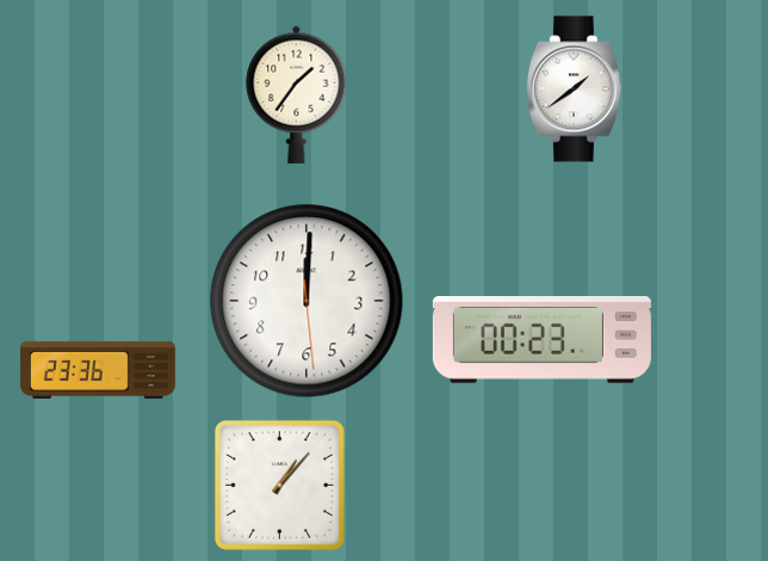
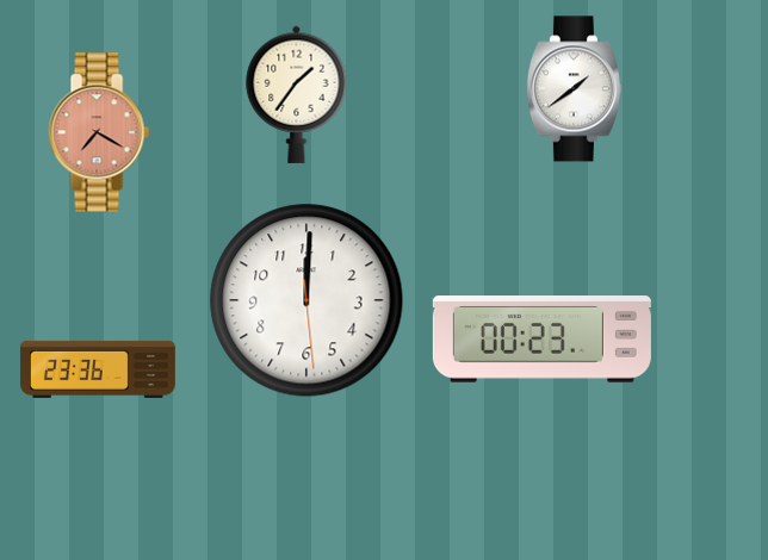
clock at (99, 132): none -> 7:20
clock at (279, 485): 1:07 -> none
